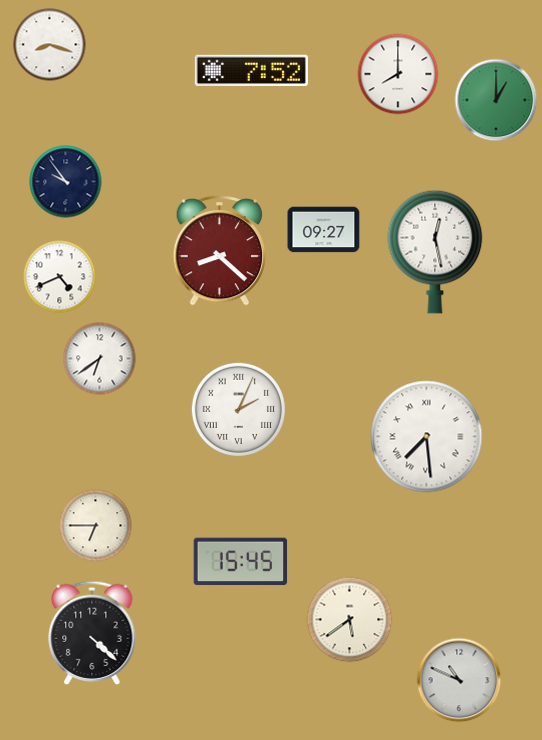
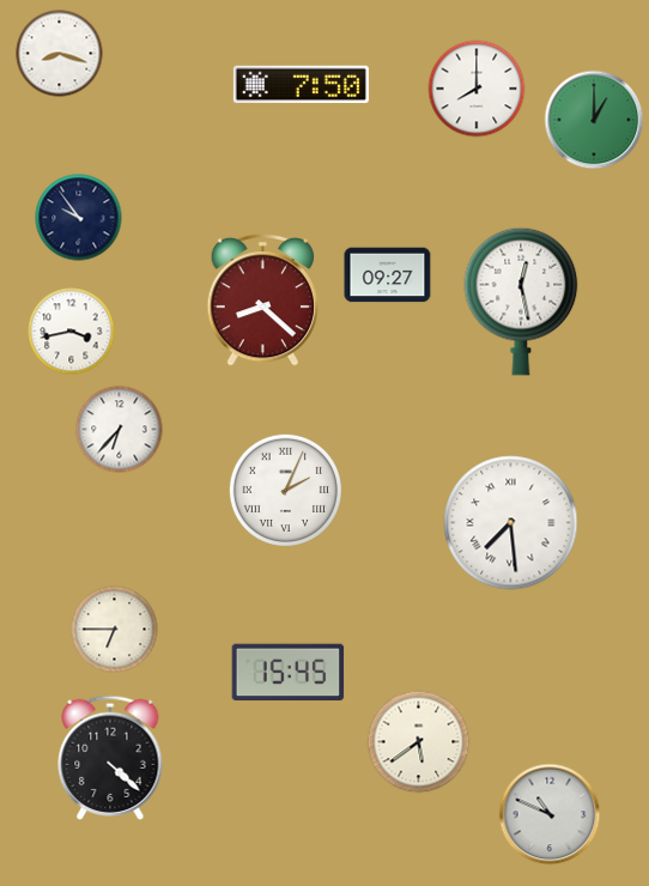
clock at (251, 70): 7:52 -> 7:50
clock at (60, 277): 4:41 -> 3:43
clock at (100, 359): 6:39 -> 6:37
